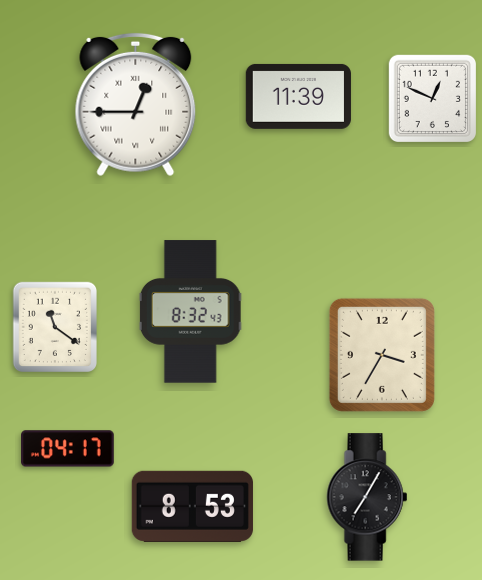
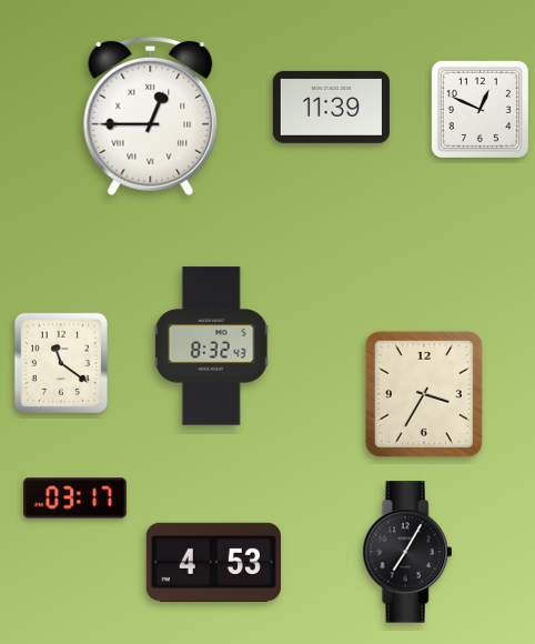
clock at (68, 449): 04:17 -> 03:17
clock at (192, 506): 8:53 -> 4:53
